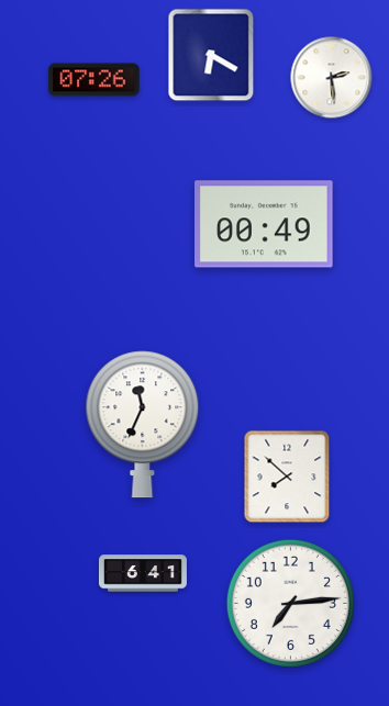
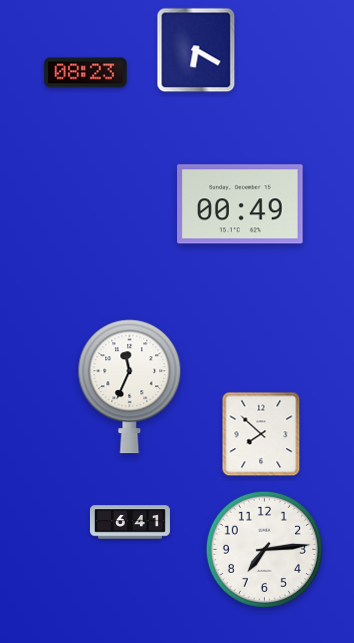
clock at (211, 55) position: (211, 55) -> (196, 50)
clock at (332, 78): 2:29 -> none
clock at (95, 80): 07:26 -> 08:23
